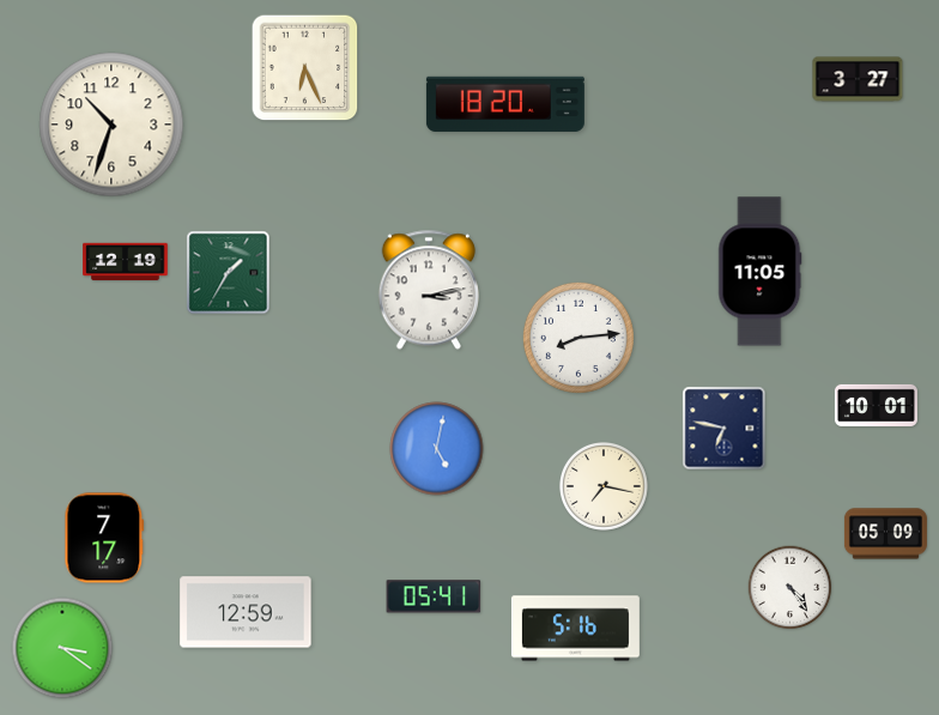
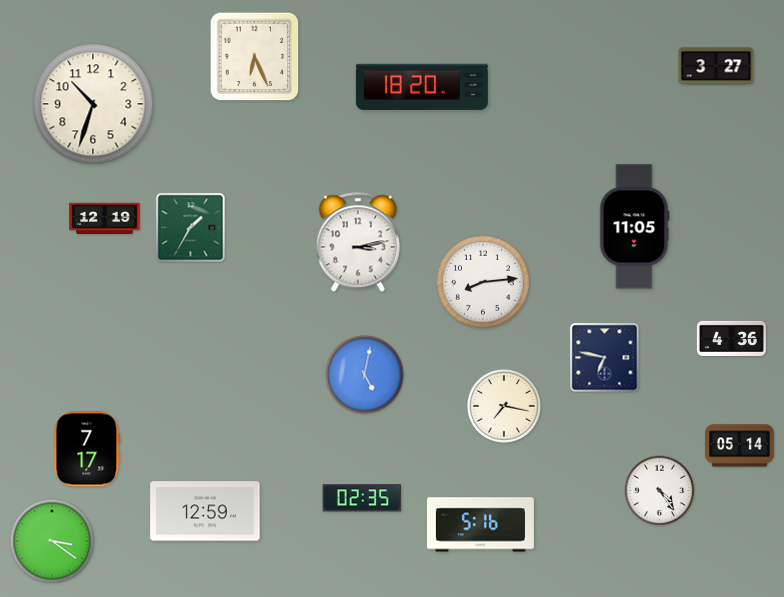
clock at (876, 405): 10:01 -> 4:36
clock at (885, 534): 05:09 -> 05:14
clock at (434, 596): 05:41 -> 02:35
